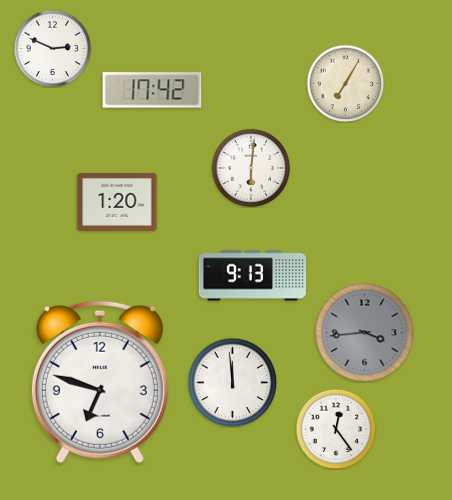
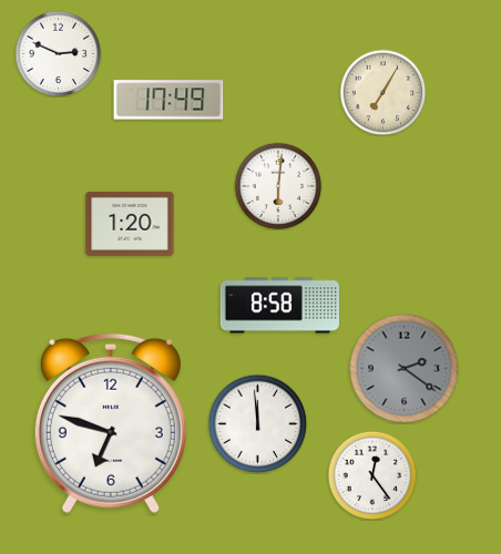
clock at (152, 90): 17:42 -> 17:49
clock at (252, 276): 9:13 -> 8:58
clock at (365, 333): 3:44 -> 2:21
